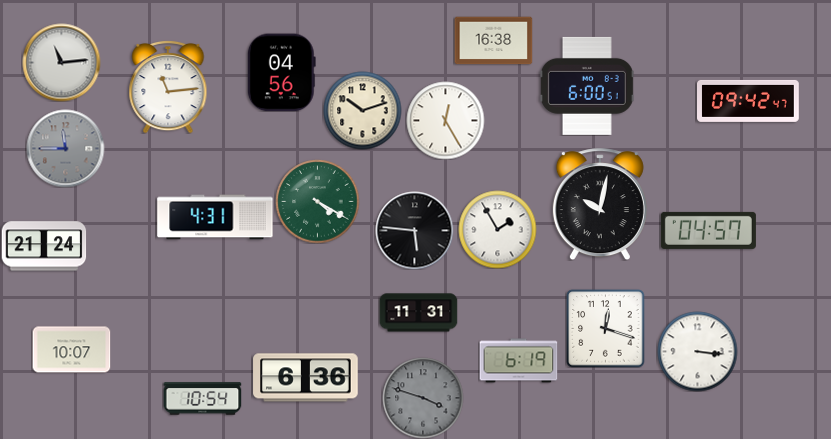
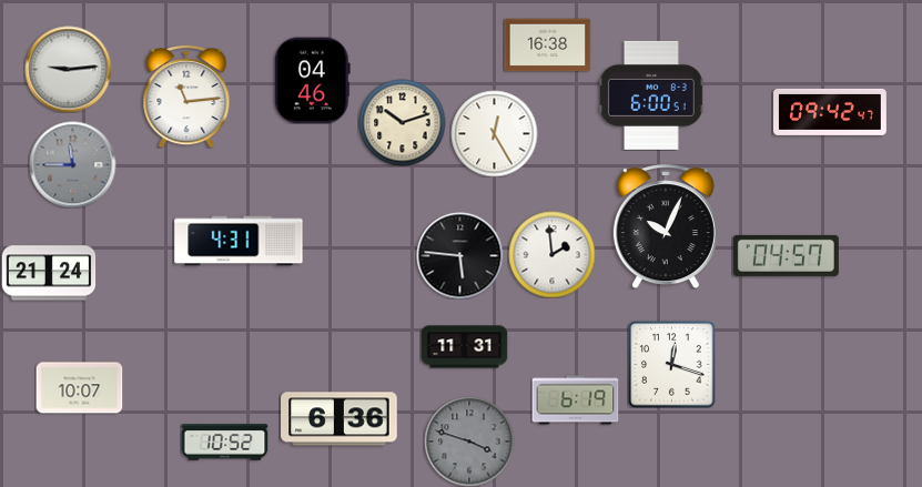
clock at (61, 62): 11:14 -> 9:14
clock at (281, 72): 04:56 -> 04:46
clock at (317, 201): 4:20 -> none
clock at (600, 204): 10:02 -> 10:04
clock at (497, 229): 1:55 -> 1:59
clock at (697, 351): 3:16 -> none
clock at (202, 399): 10:54 -> 10:52
